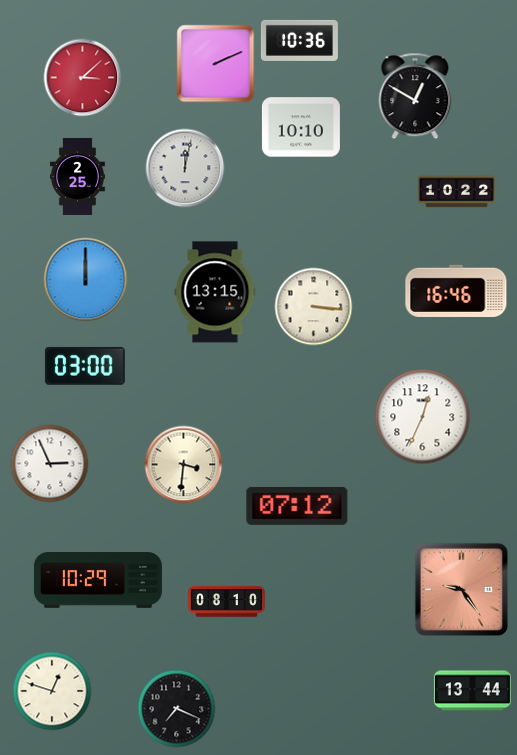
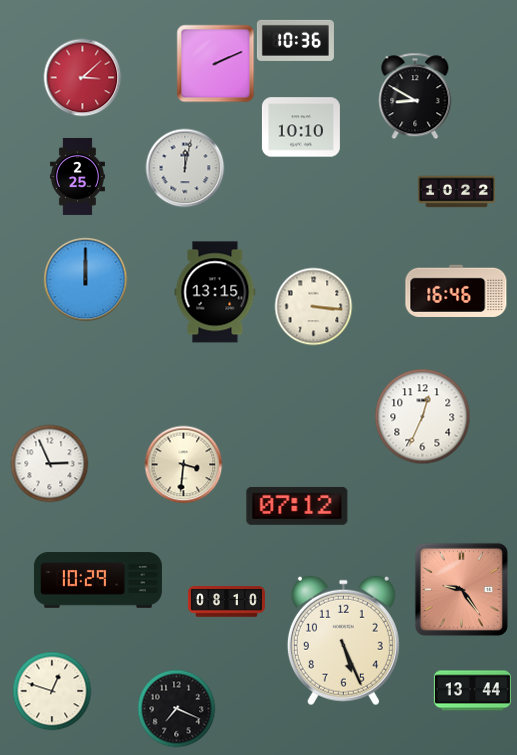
clock at (299, 40) position: (299, 40) -> (295, 40)
clock at (415, 96): 12:50 -> 8:50
clock at (85, 366): 03:00 -> none
clock at (343, 641): none -> 5:26
